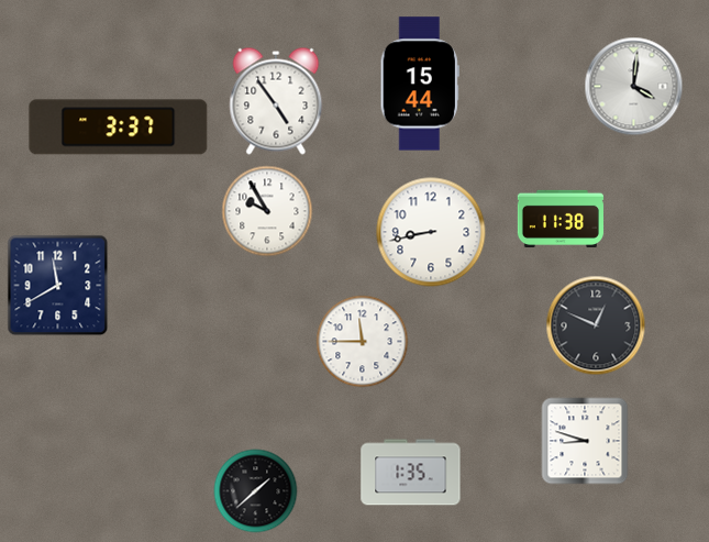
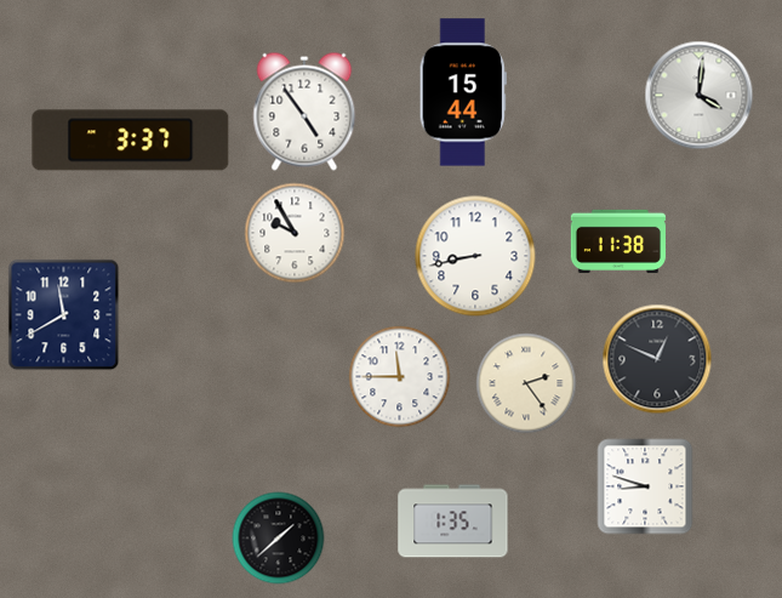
clock at (526, 383): none -> 2:24
clock at (256, 491) position: (256, 491) -> (279, 539)
